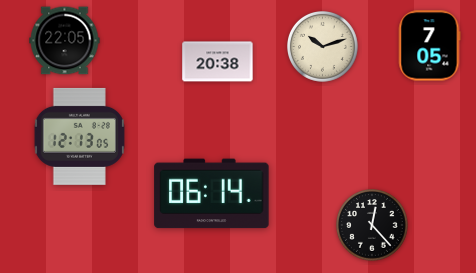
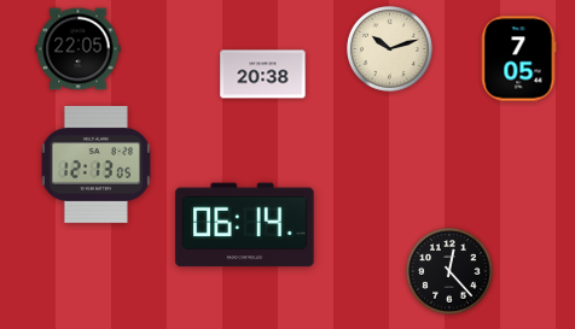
clock at (429, 46) position: (429, 46) -> (518, 59)
clock at (323, 47) position: (323, 47) -> (390, 49)
clock at (212, 194) position: (212, 194) -> (245, 225)
